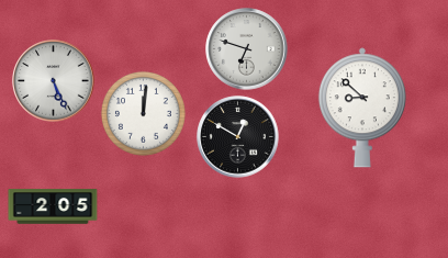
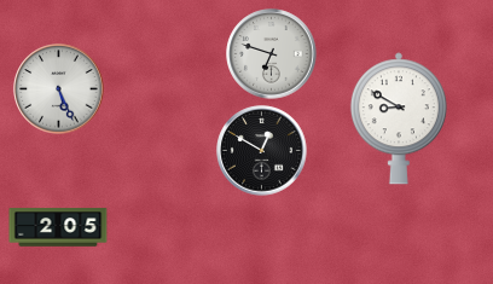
clock at (362, 108): 8:52 -> 8:50
clock at (143, 113): 12:01 -> none
